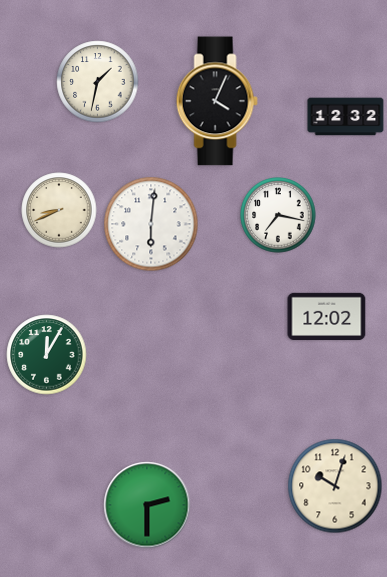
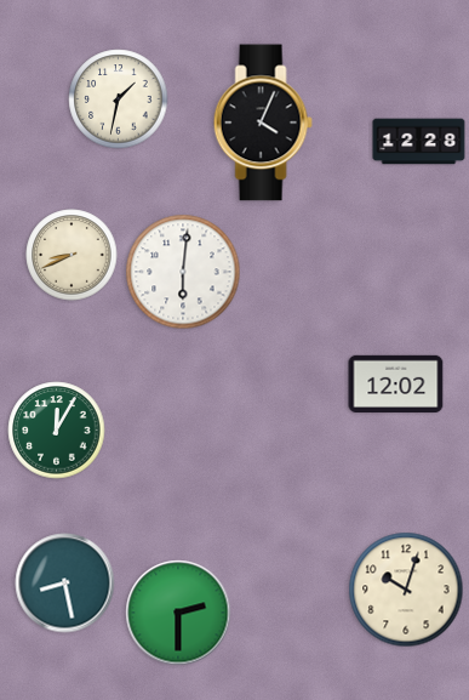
clock at (346, 117): 12:32 -> 12:28
clock at (278, 215): 7:17 -> none
clock at (65, 584): none -> 8:28
